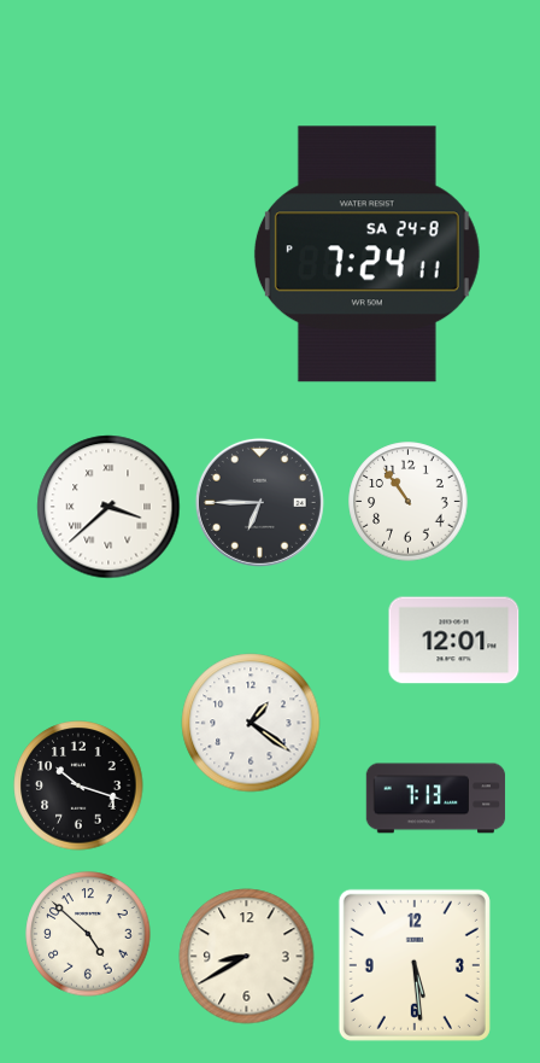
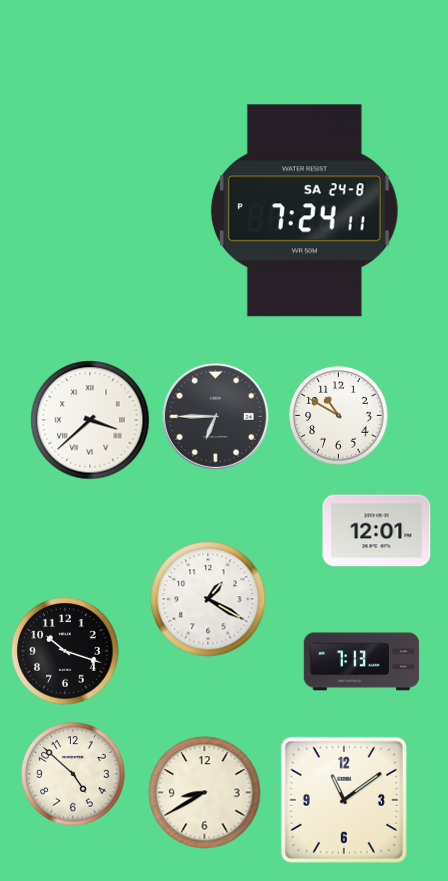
clock at (409, 502): 10:54 -> 10:50
clock at (251, 723): 1:21 -> 1:20
clock at (415, 965): 5:29 -> 11:09
